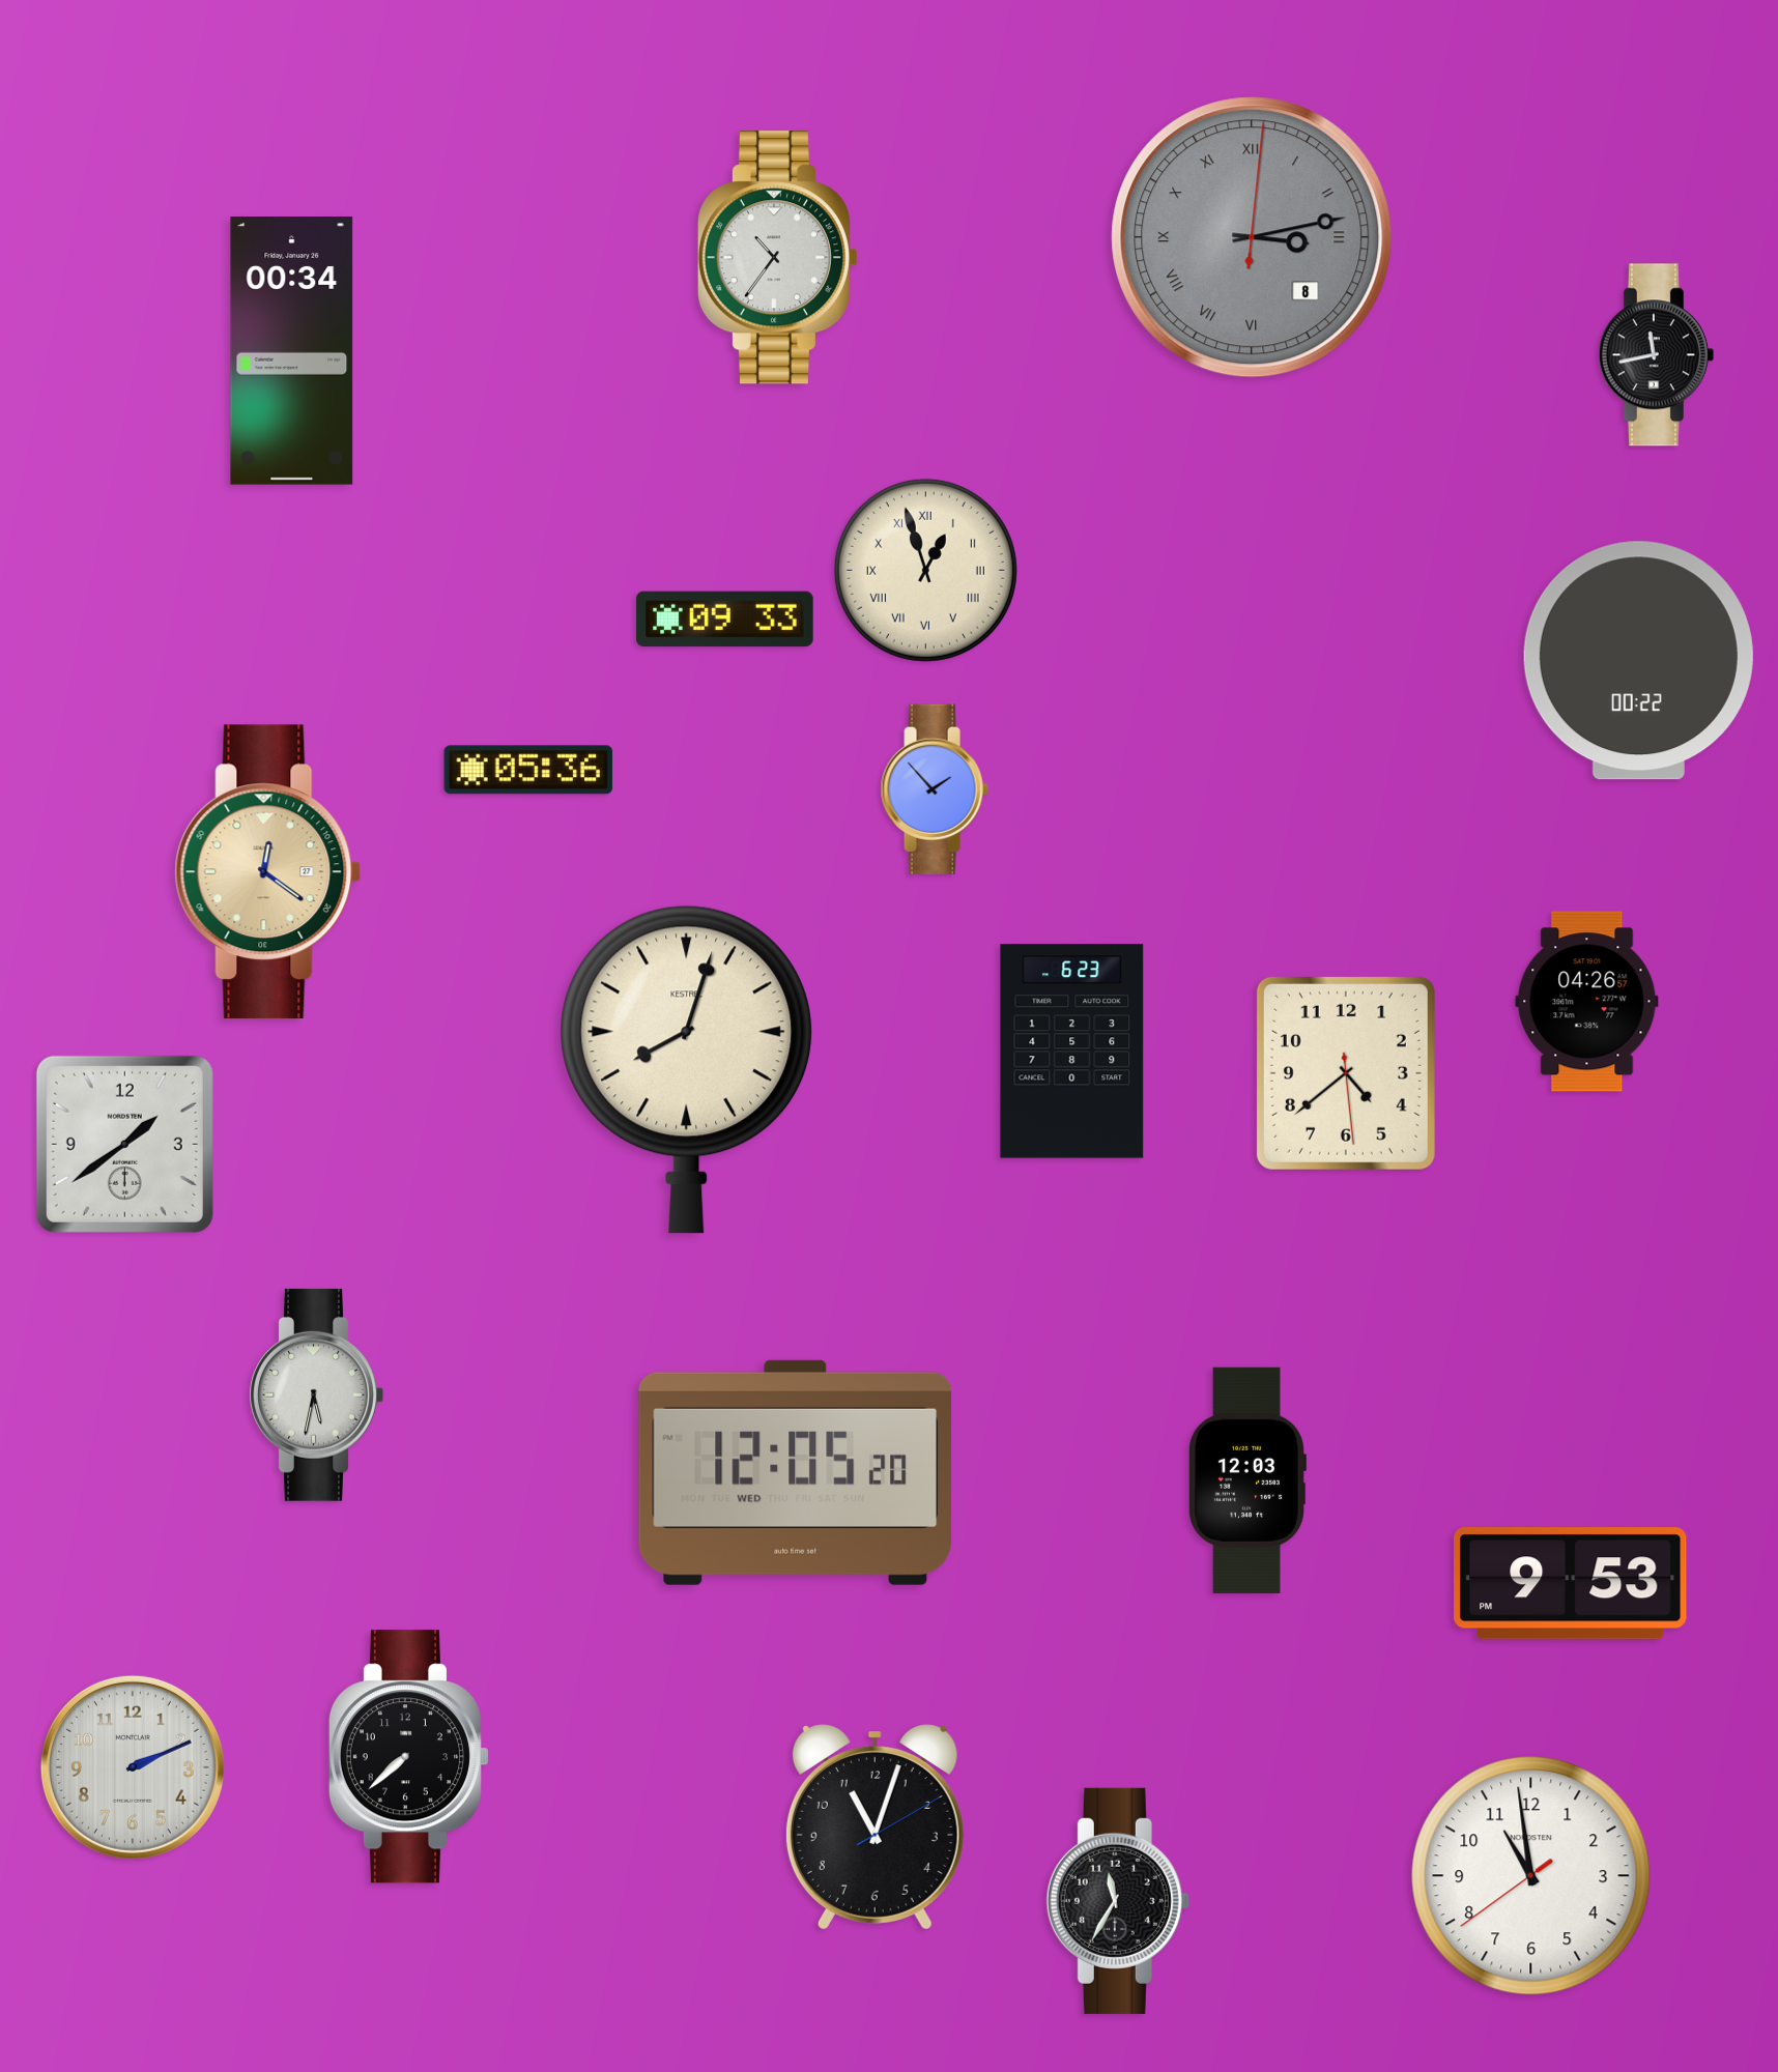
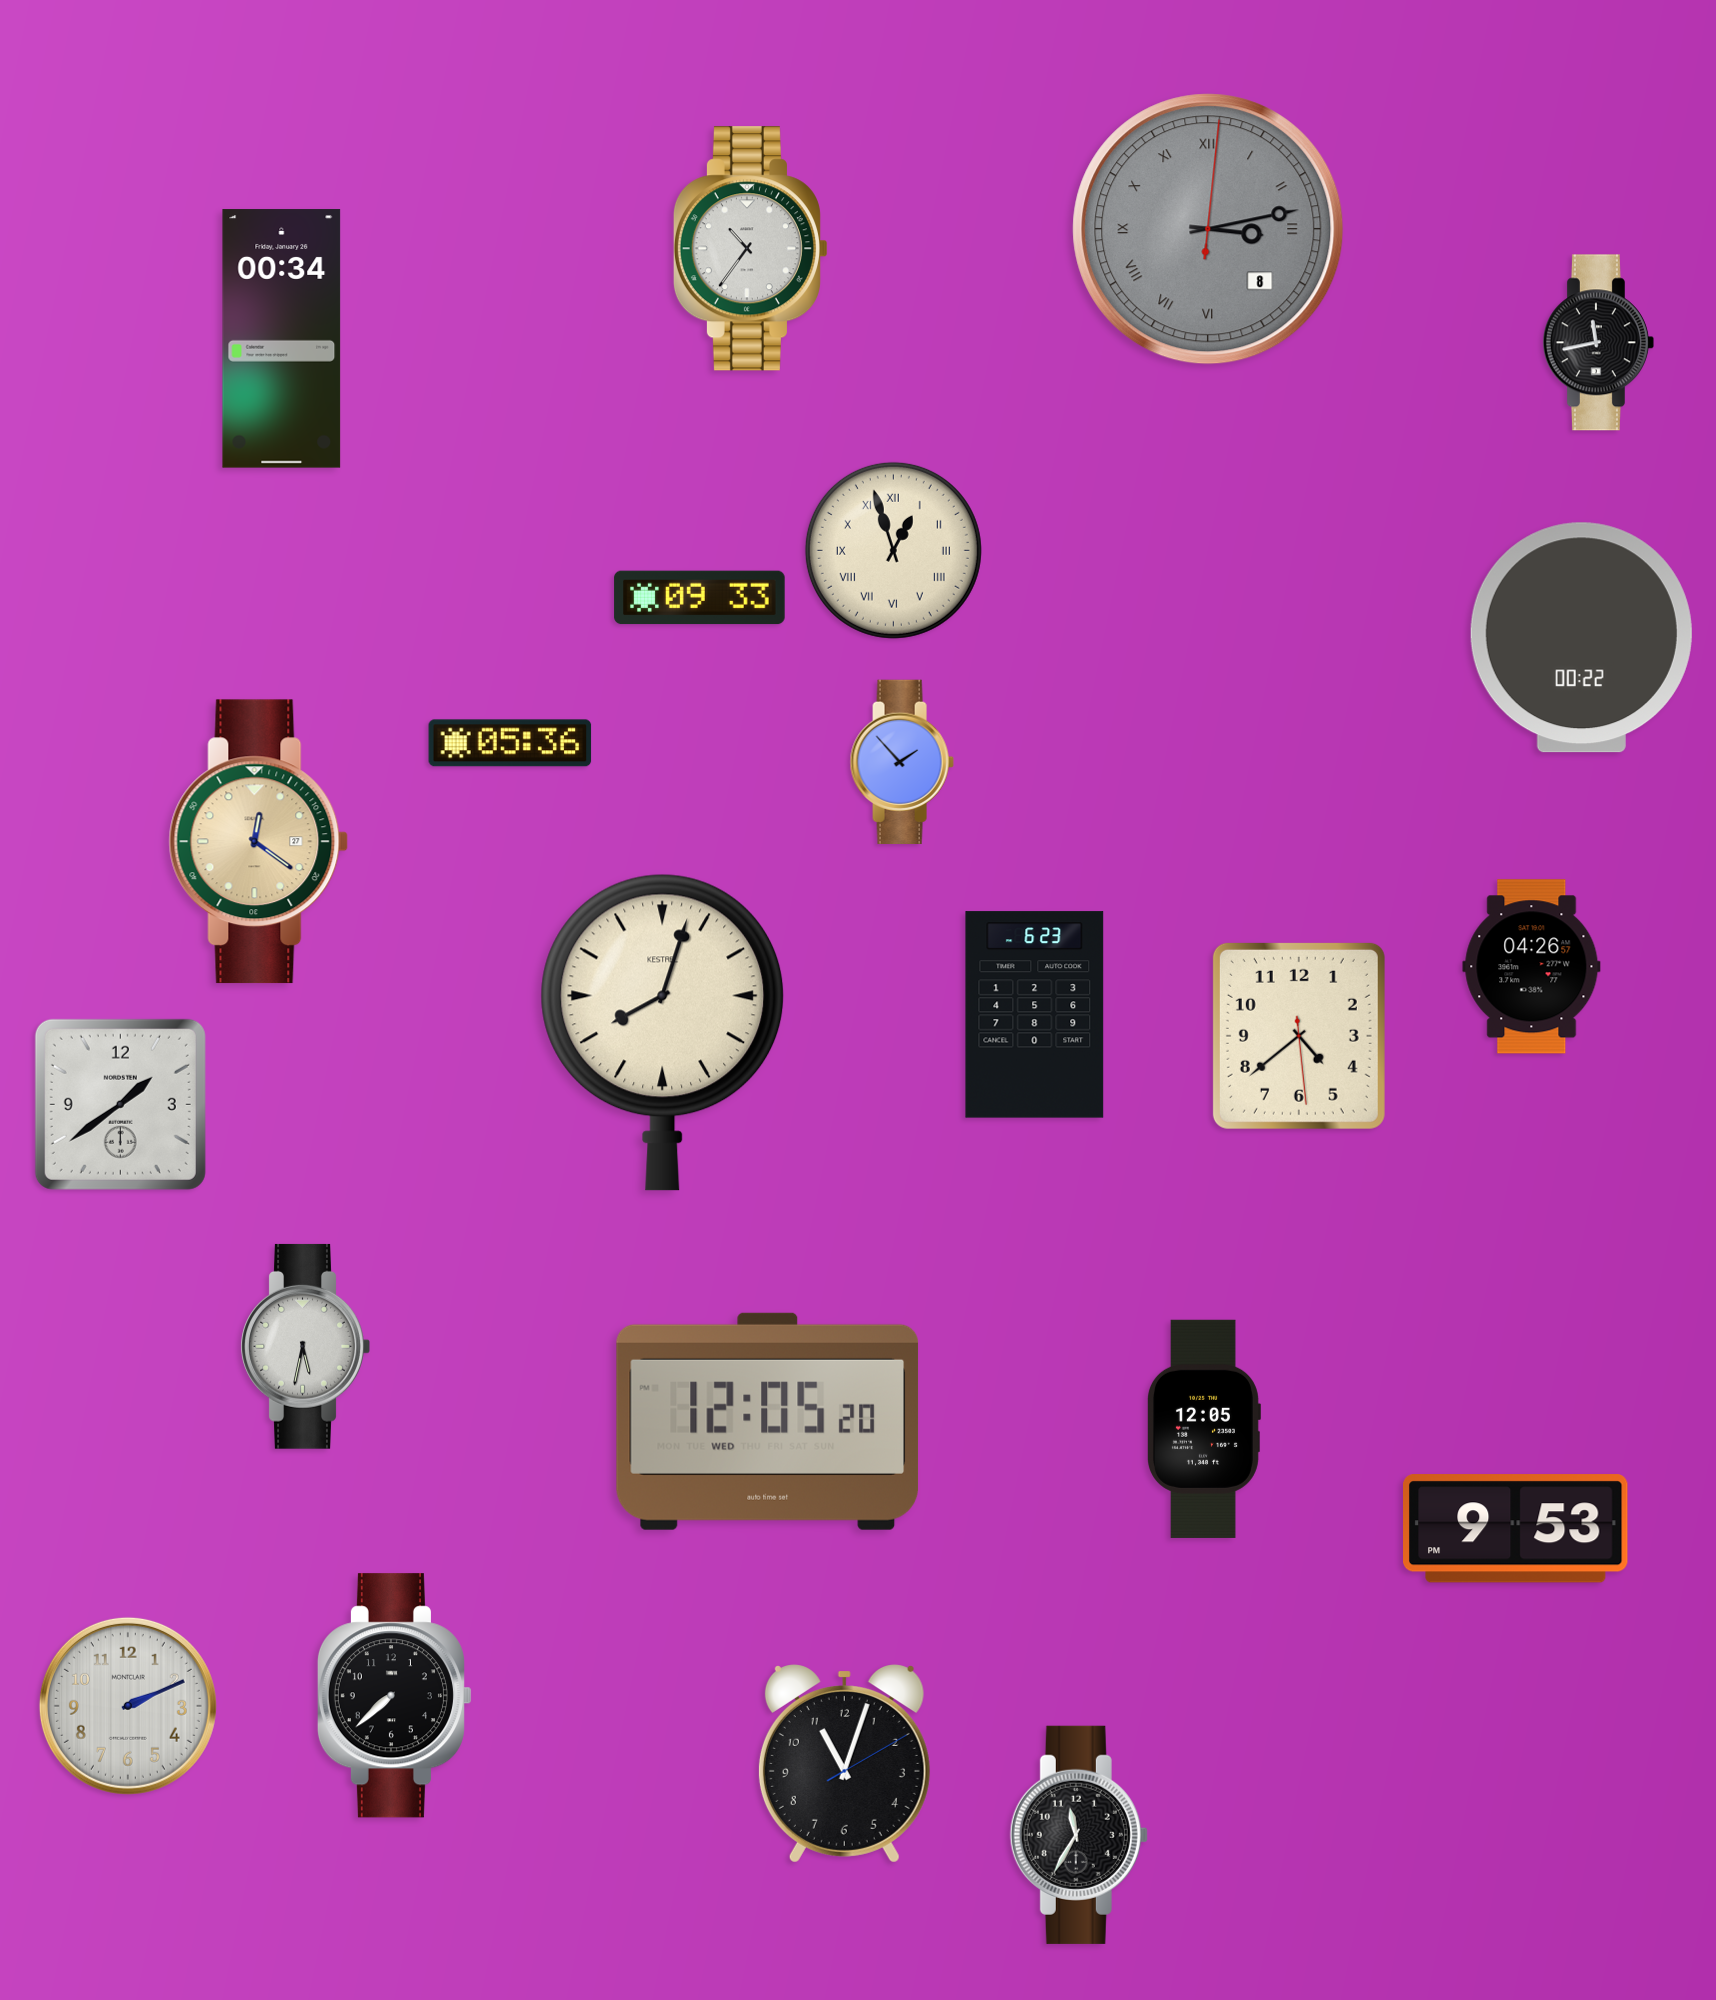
clock at (1246, 1480): 12:03 -> 12:05
clock at (1531, 1876): 10:58 -> none
